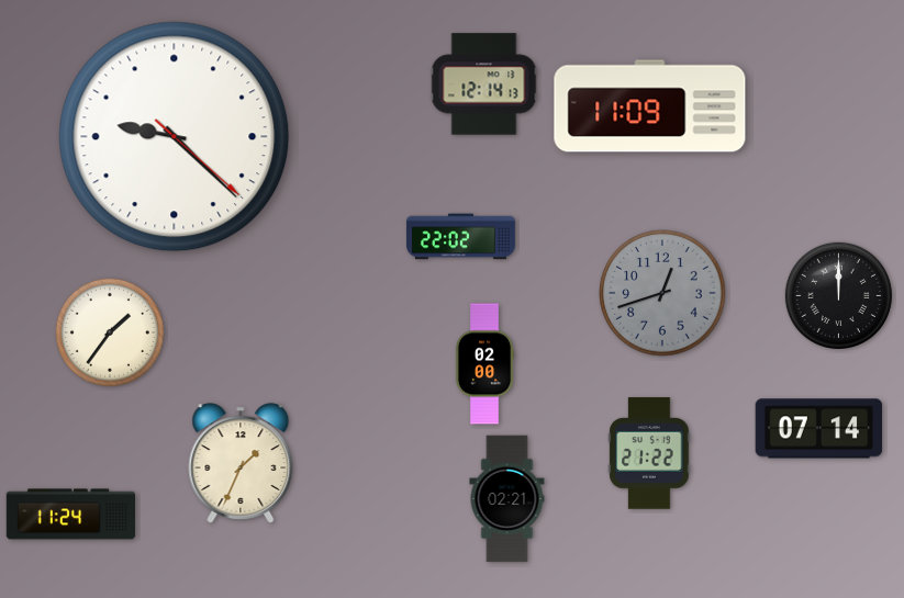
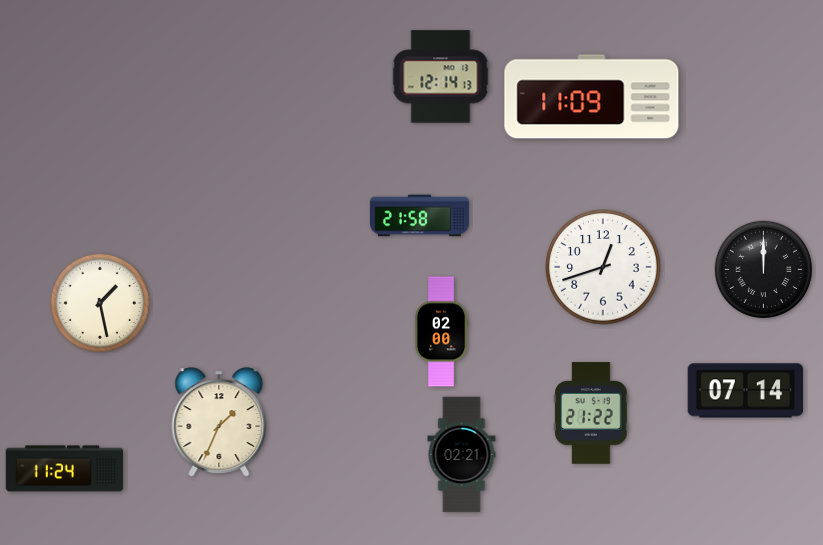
clock at (175, 137): 9:22 -> none
clock at (460, 237): 22:02 -> 21:58
clock at (662, 293) dial: grey -> white
clock at (110, 332): 1:36 -> 1:28
